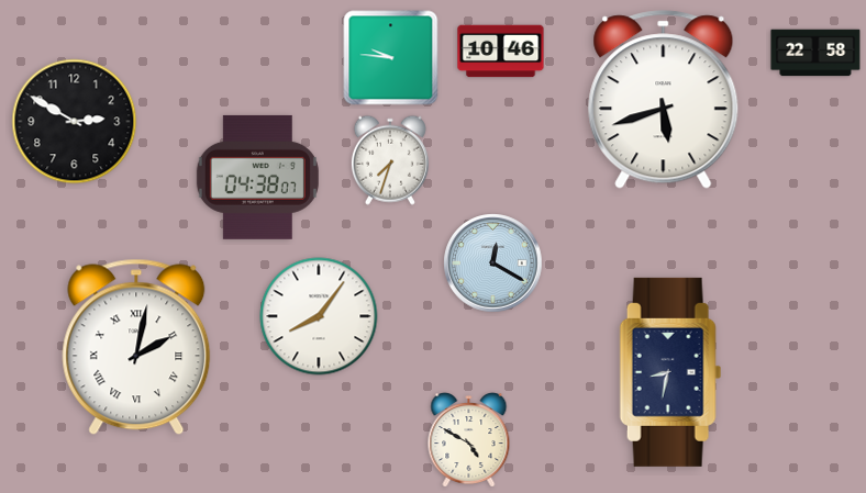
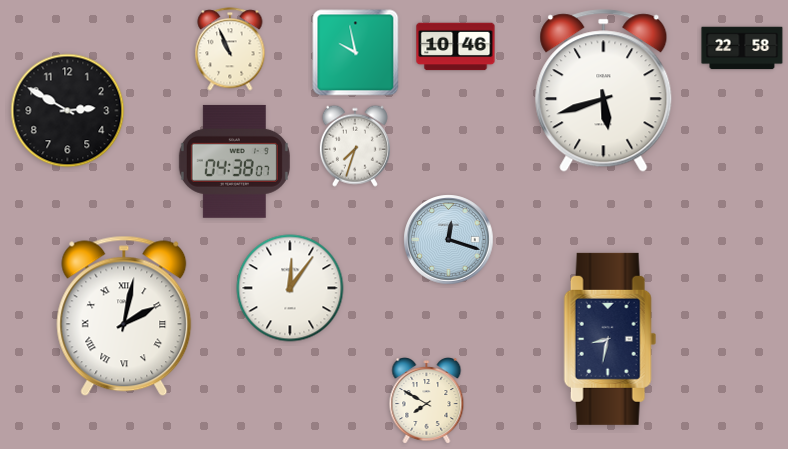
clock at (230, 49): none -> 10:56
clock at (391, 58): 9:46 -> 9:58
clock at (493, 264): 12:20 -> 12:18
clock at (319, 316): 8:06 -> 12:06
clock at (469, 440): 4:50 -> 7:50
